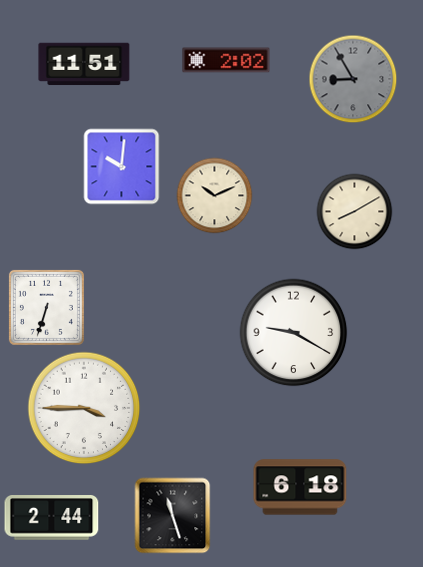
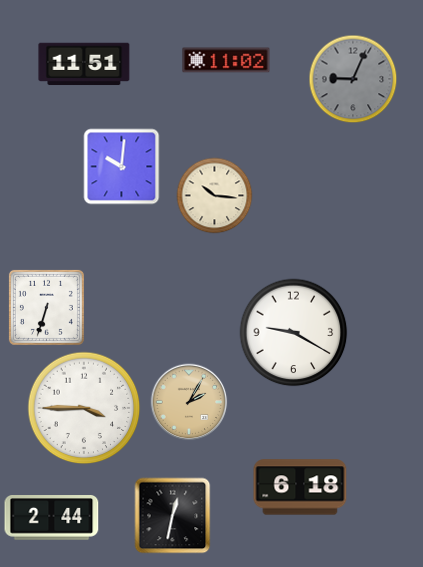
clock at (226, 60): 2:02 -> 11:02
clock at (353, 79): 8:55 -> 9:04
clock at (215, 196): 10:11 -> 10:16
clock at (355, 212): 8:10 -> none
clock at (189, 402): none -> 2:05
clock at (173, 516): 11:27 -> 12:32
